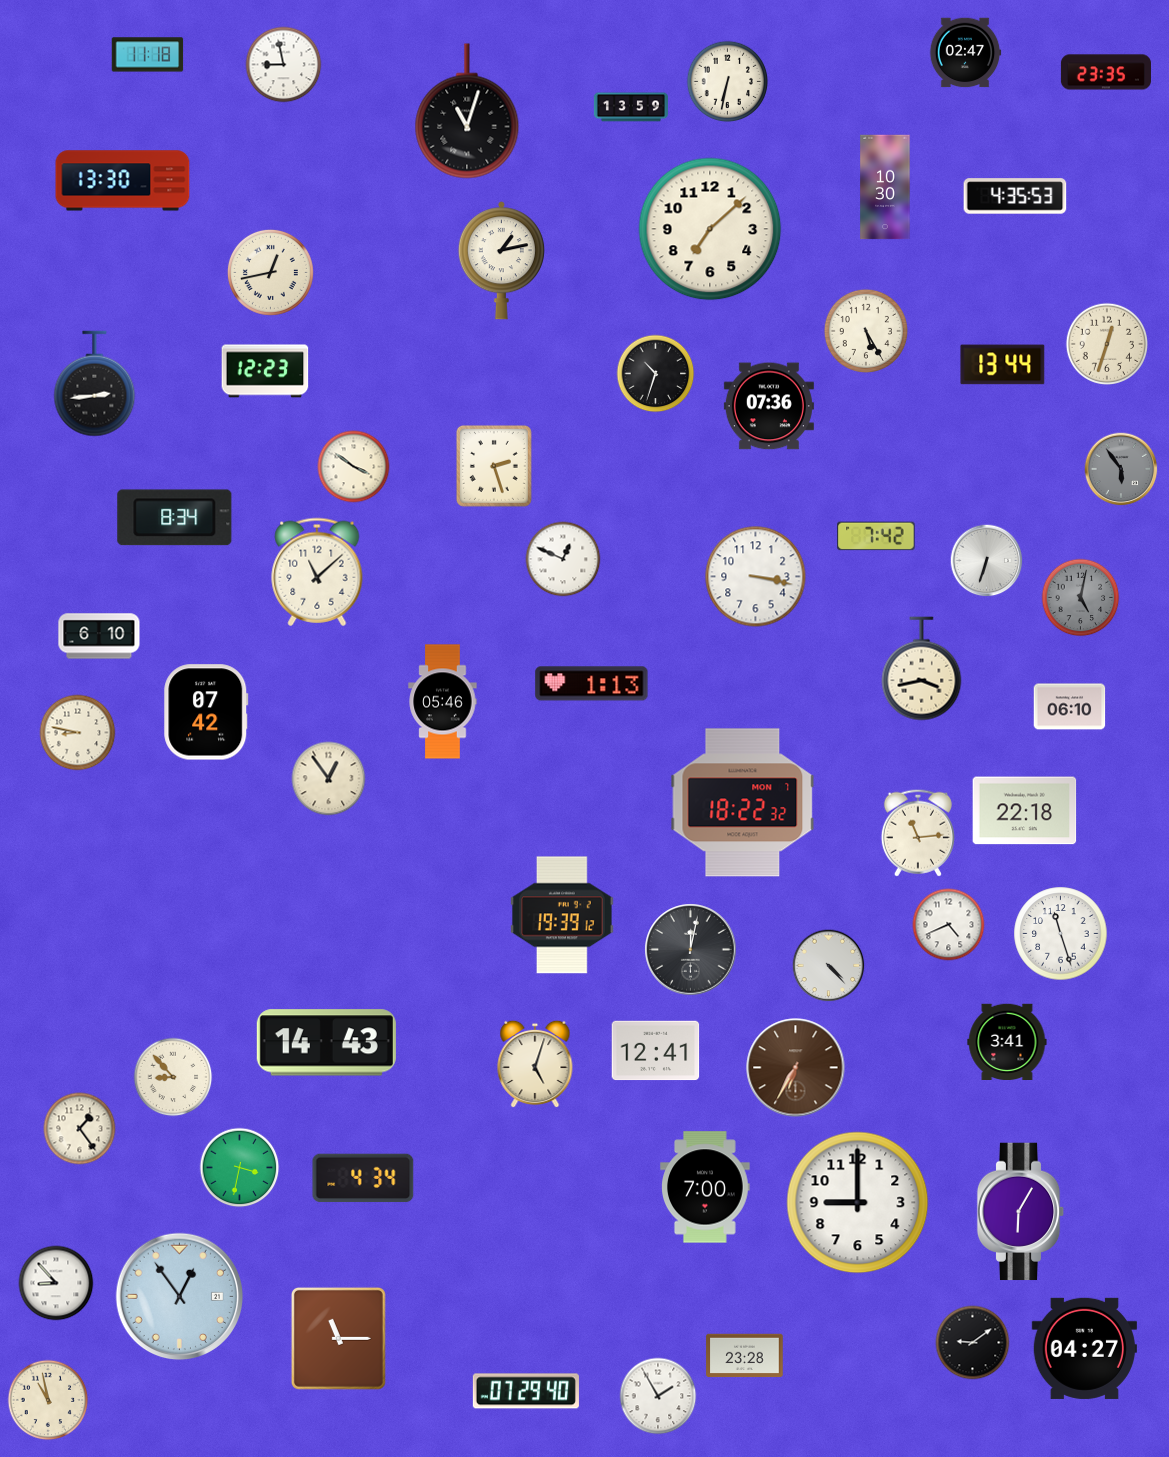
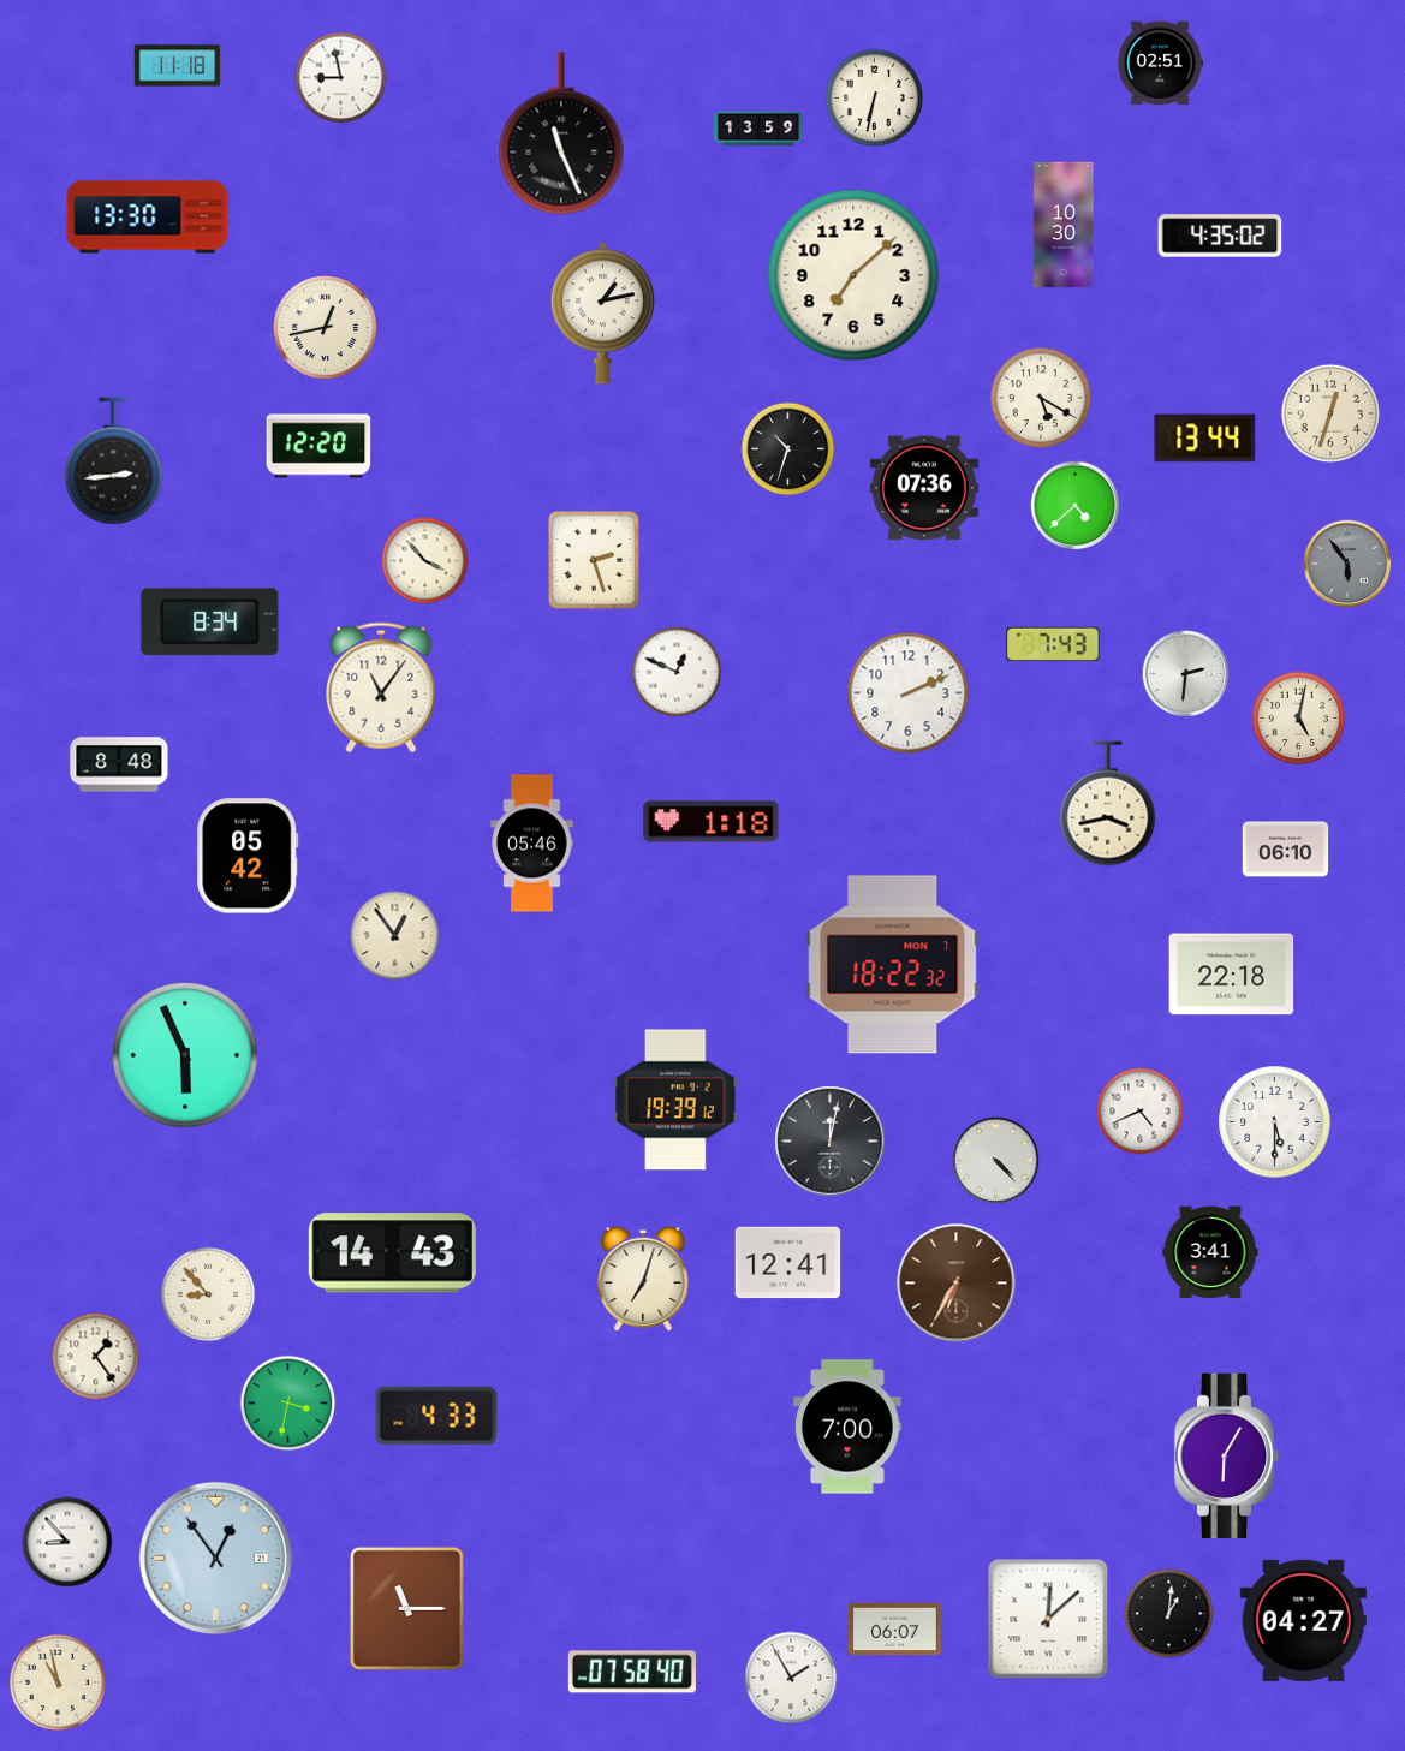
clock at (965, 53): 02:47 -> 02:51
clock at (1106, 72): 23:35 -> none
clock at (467, 111): 11:03 -> 11:26
clock at (1015, 196): 4:35:53 -> 4:35:02
clock at (866, 331): 5:25 -> 5:20
clock at (265, 371): 12:23 -> 12:20
clock at (1076, 506): none -> 4:38
clock at (354, 467): 3:51 -> 3:53
clock at (876, 536): 7:42 -> 7:43
clock at (987, 561): 6:33 -> 2:31
clock at (317, 572): 11:08 -> 11:06
clock at (756, 577): 3:17 -> 2:11
clock at (1081, 598) dial: grey -> cream
clock at (99, 636): 6:10 -> 8:48
clock at (592, 684): 1:13 -> 1:18
clock at (206, 712): 07:42 -> 05:42
clock at (78, 733): 8:47 -> none
clock at (918, 833): 11:14 -> none
clock at (185, 1055): none -> 5:56
clock at (1061, 934): 11:27 -> 5:30
clock at (535, 1064): 5:03 -> 7:03
clock at (363, 1178): 4:34 -> 4:33
clock at (858, 1203): 9:00 -> none
clock at (973, 1343): 9:09 -> 1:01
clock at (1048, 1619): none -> 12:08
clock at (745, 1356): 23:28 -> 06:07
clock at (526, 1391): 07:29 -> 07:58
